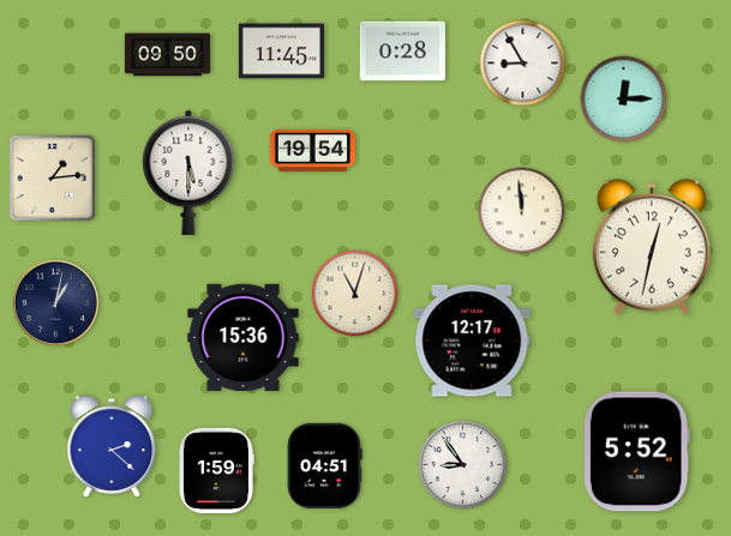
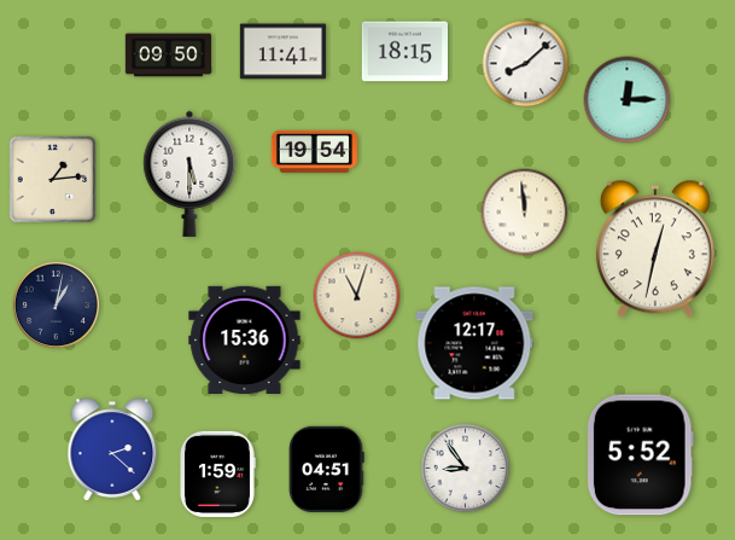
clock at (281, 52): 11:45 -> 11:41
clock at (402, 52): 0:28 -> 18:15
clock at (523, 64): 8:55 -> 8:08
